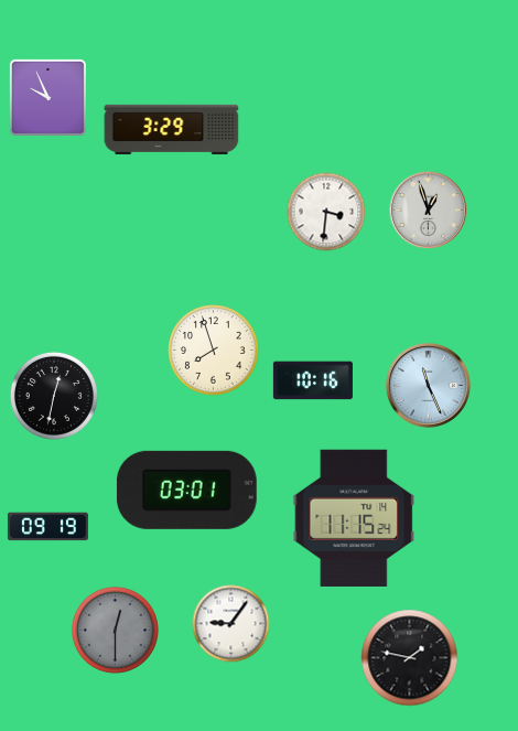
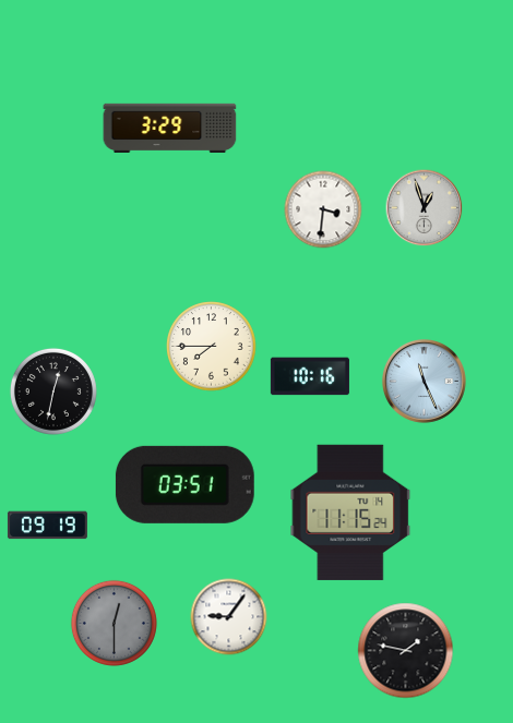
clock at (47, 97): 9:56 -> none
clock at (214, 351): 7:57 -> 7:45
clock at (186, 490): 03:01 -> 03:51
clock at (47, 527) position: (47, 527) -> (47, 526)
